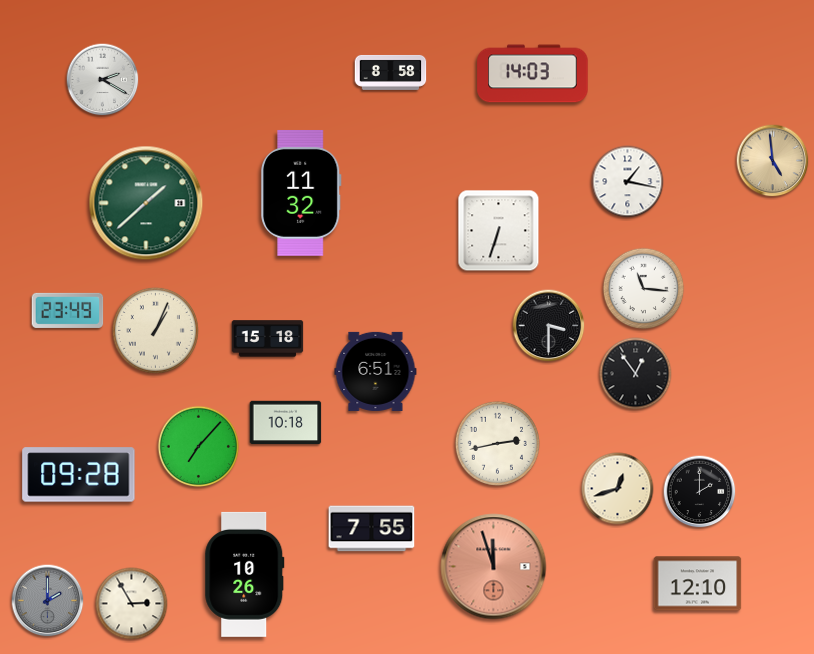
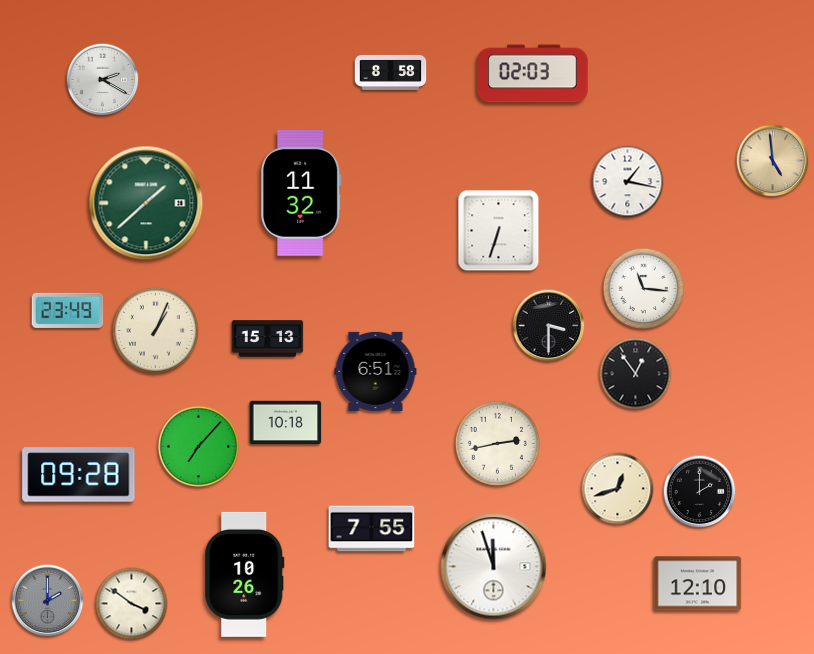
clock at (533, 74): 14:03 -> 02:03
clock at (268, 339): 15:18 -> 15:13
clock at (494, 567) dial: salmon -> white
clock at (132, 604): 2:55 -> 3:51
